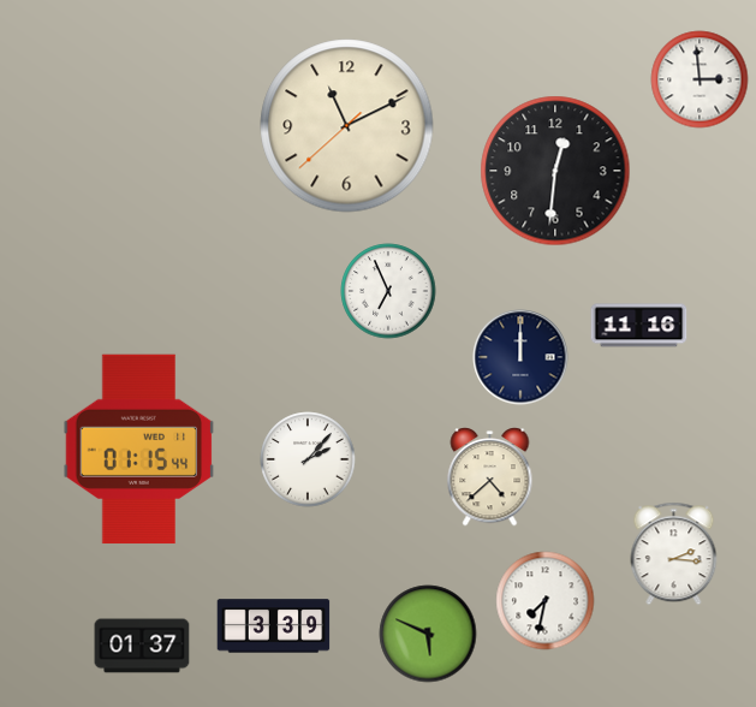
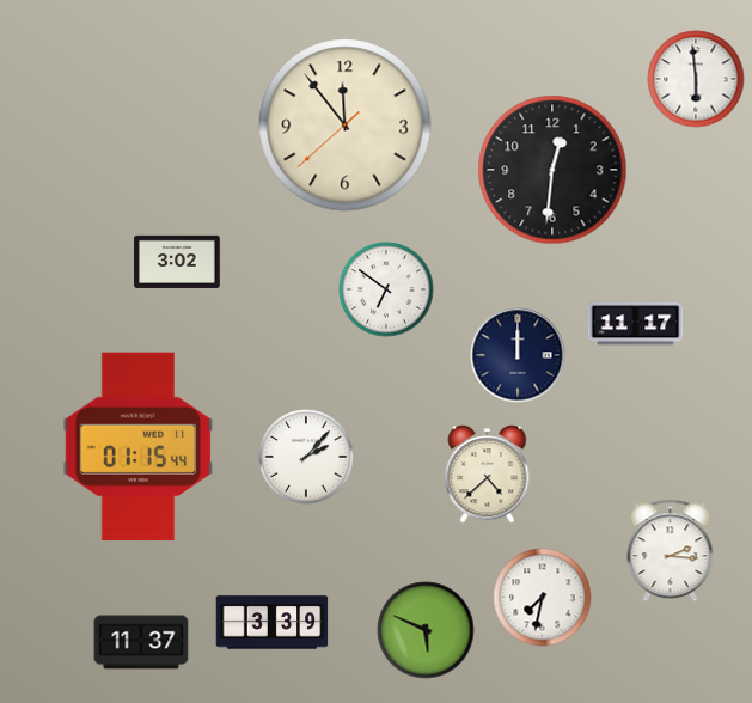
clock at (700, 79): 2:59 -> 5:59
clock at (347, 126): 11:10 -> 11:53
clock at (177, 262): none -> 3:02
clock at (388, 291): 6:56 -> 6:51
clock at (639, 326): 11:16 -> 11:17
clock at (142, 646): 01:37 -> 11:37
